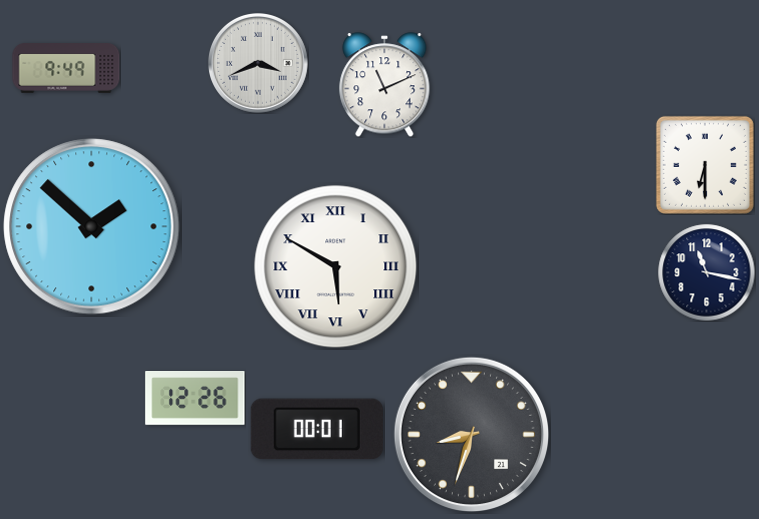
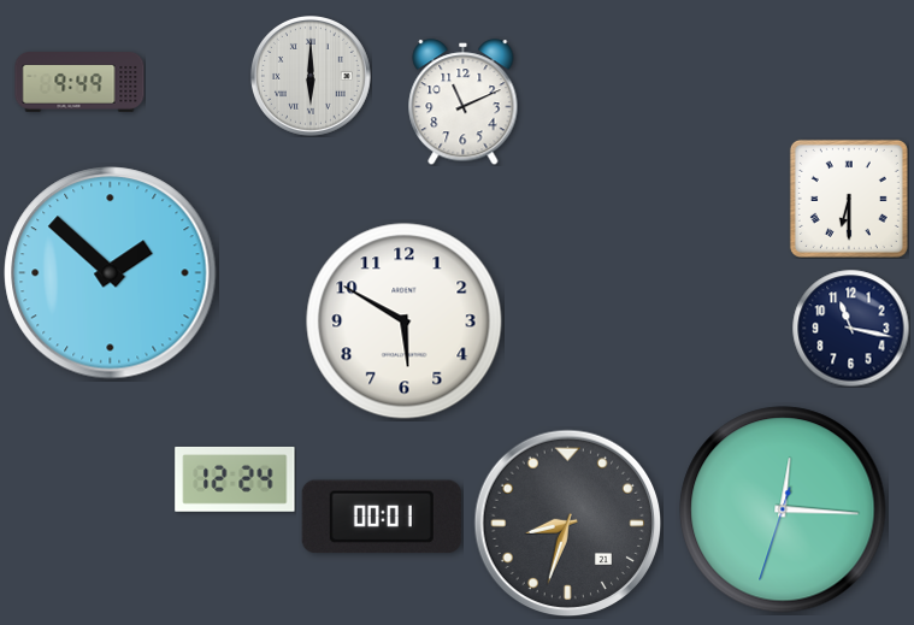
clock at (259, 64): 3:41 -> 6:00
clock at (336, 267) numerals: Roman -> Arabic
clock at (195, 398): 12:26 -> 12:24
clock at (783, 509): none -> 12:15
